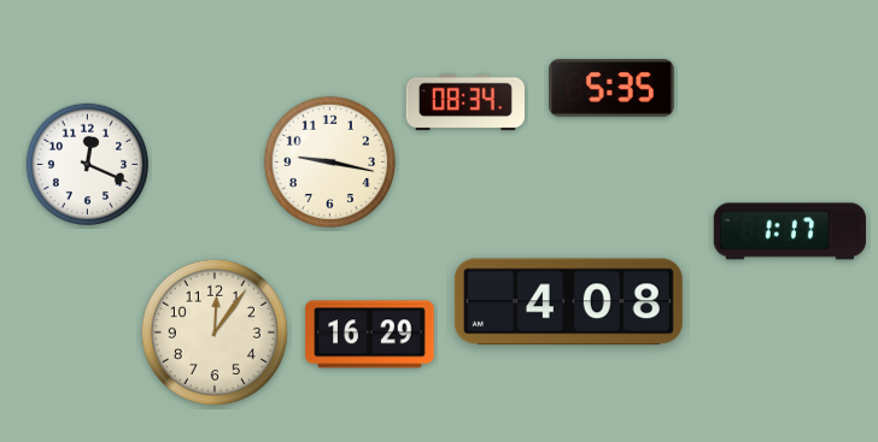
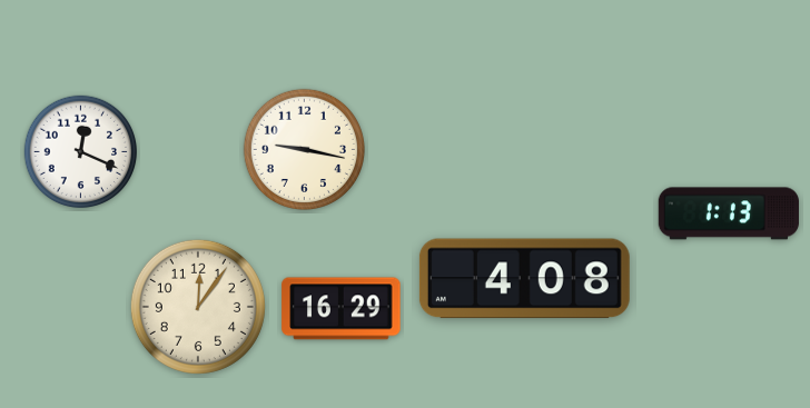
clock at (613, 88): 5:35 -> none
clock at (466, 102): 08:34 -> none
clock at (790, 231): 1:17 -> 1:13
